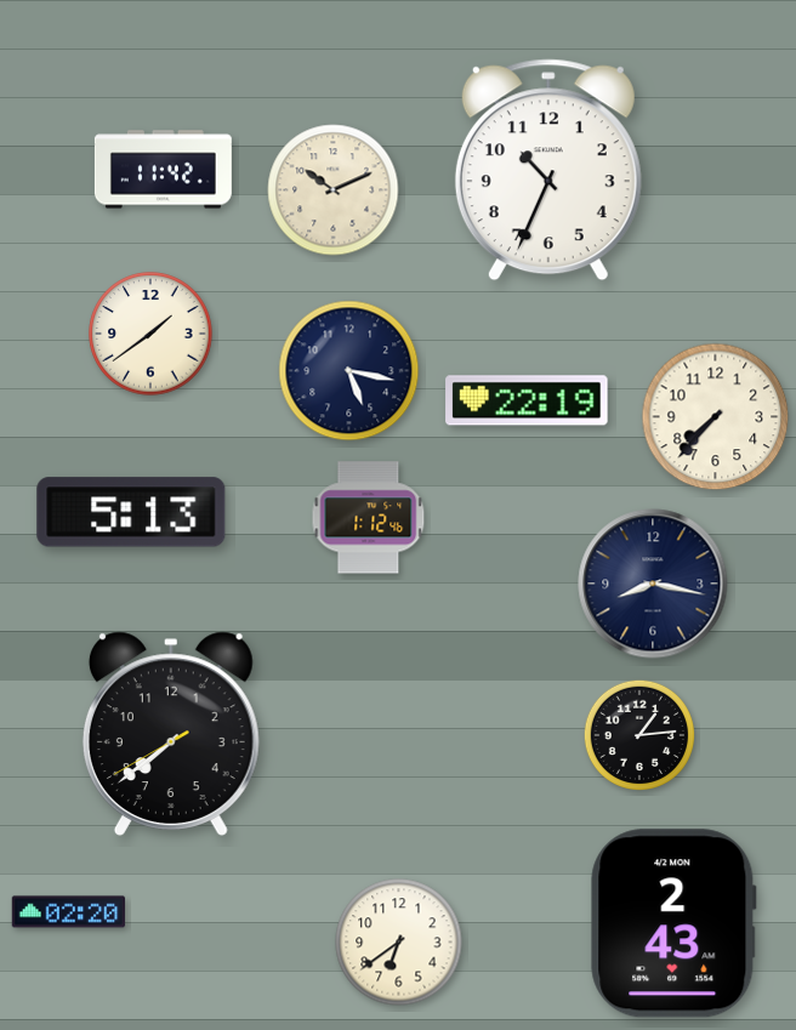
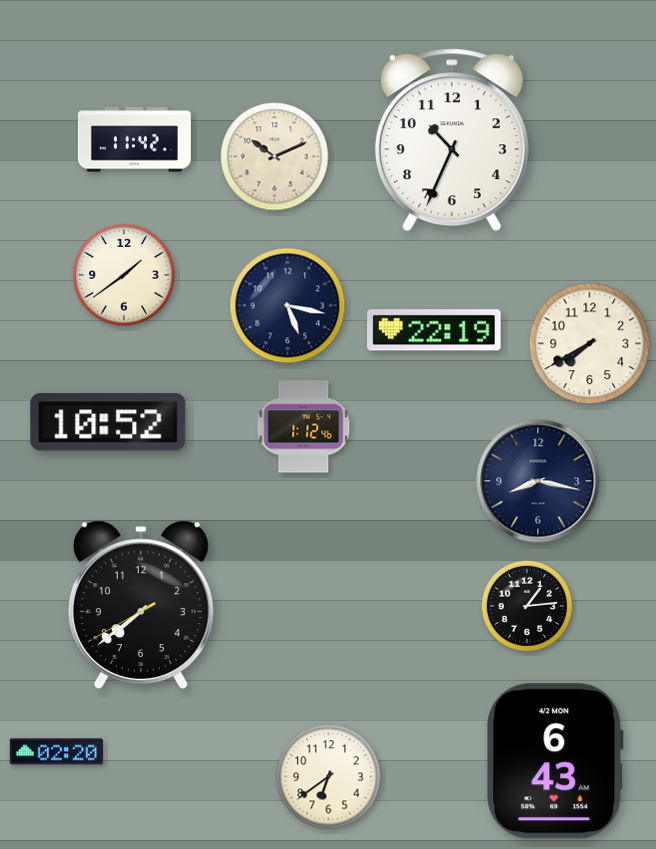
clock at (716, 417): 7:37 -> 7:40
clock at (131, 512): 5:13 -> 10:52
clock at (673, 923): 2:43 -> 6:43
